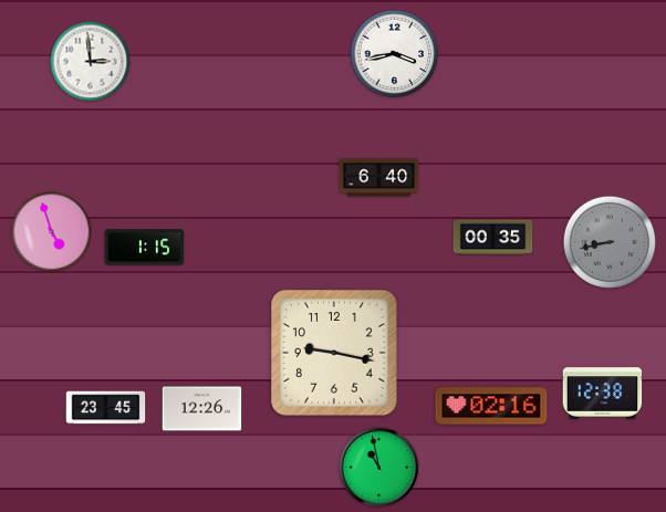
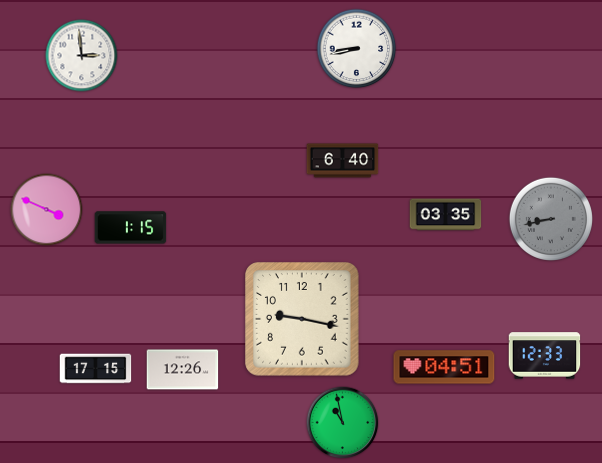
clock at (395, 54): 3:43 -> 8:43
clock at (52, 232): 4:57 -> 3:49
clock at (493, 238): 00:35 -> 03:35
clock at (145, 248) position: (145, 248) -> (131, 228)
clock at (603, 394): 12:38 -> 12:33
clock at (491, 406): 02:16 -> 04:51
clock at (106, 408): 23:45 -> 17:15
